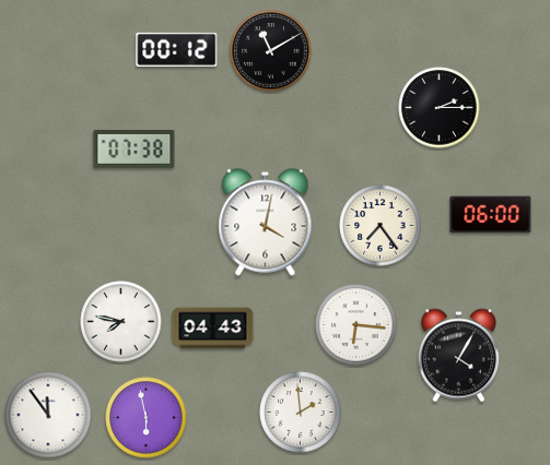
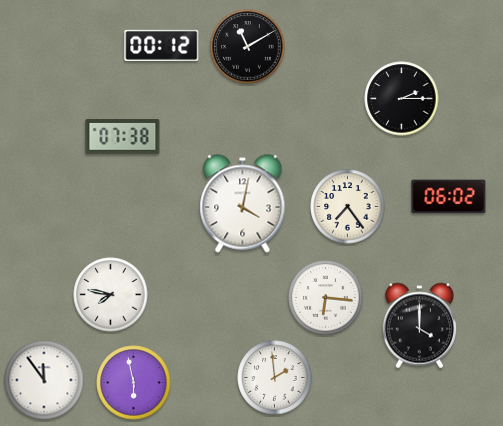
clock at (491, 215): 06:00 -> 06:02
clock at (213, 329): 04:43 -> none
clock at (459, 356): 4:05 -> 4:00
